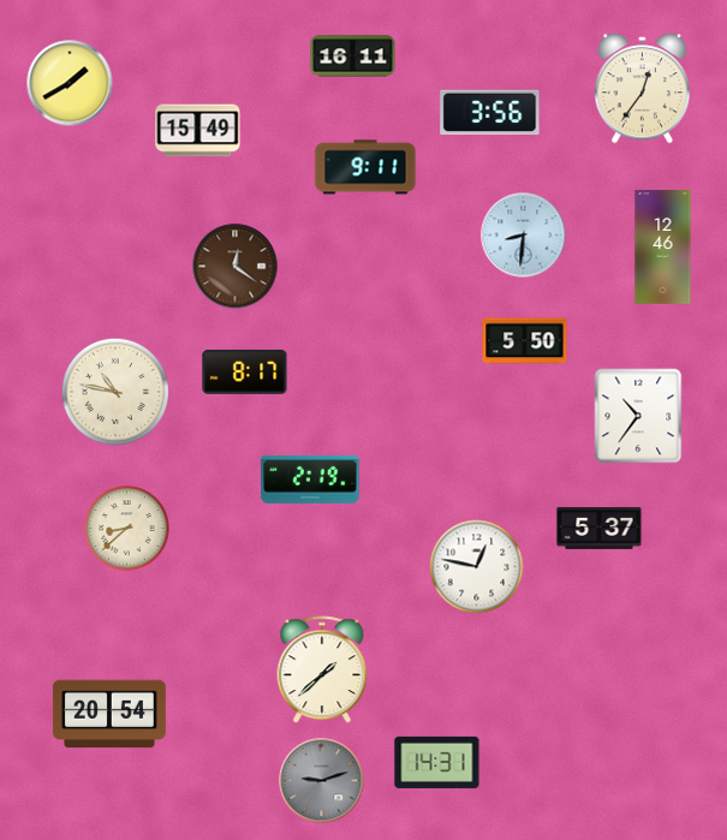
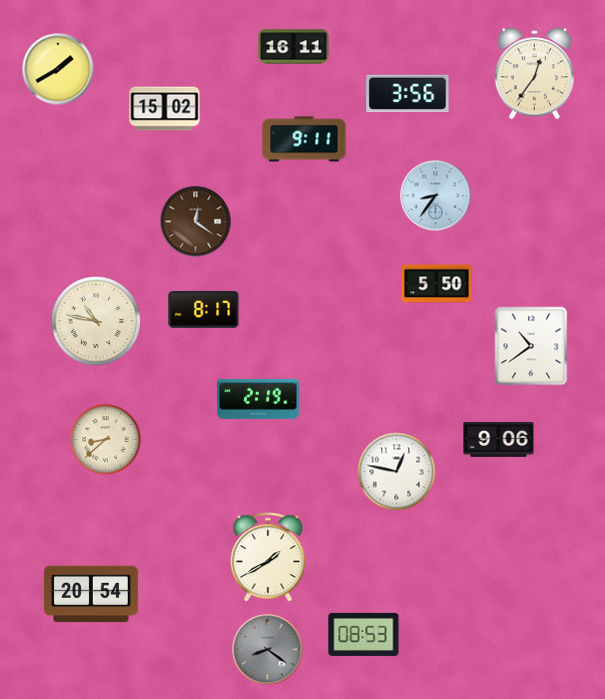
clock at (198, 131): 15:49 -> 15:02
clock at (524, 236): 8:31 -> 8:36
clock at (663, 248): 12:46 -> none
clock at (115, 392) position: (115, 392) -> (96, 321)
clock at (638, 416): 10:36 -> 10:39
clock at (600, 529): 5:37 -> 9:06
clock at (322, 671): 1:38 -> 1:40
clock at (437, 762): 14:31 -> 08:53
clock at (322, 781): 9:12 -> 8:21
